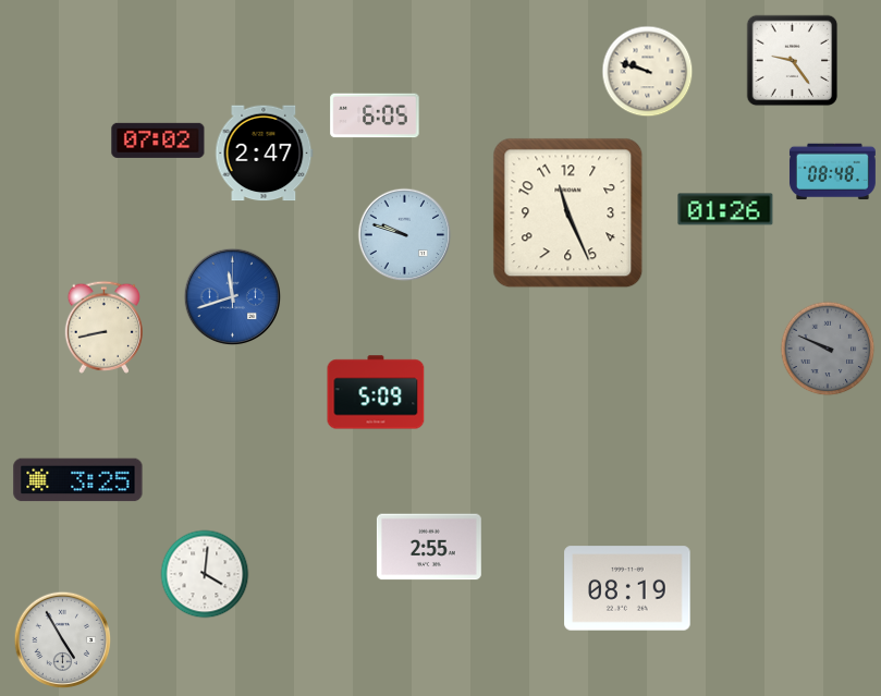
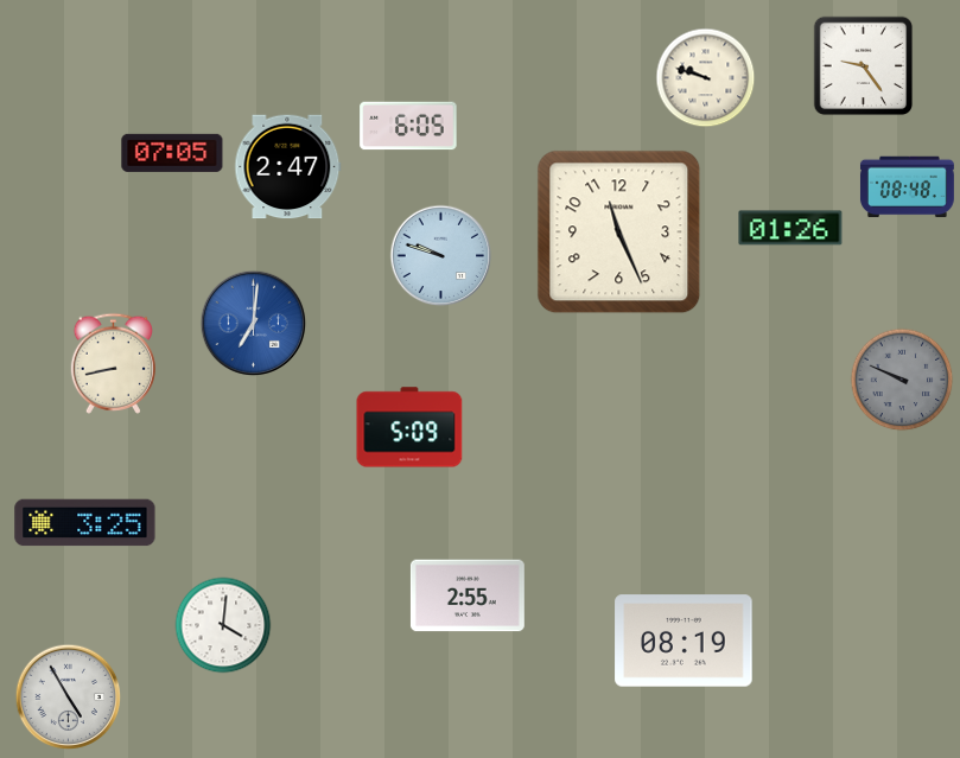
clock at (158, 141): 07:02 -> 07:05
clock at (233, 297): 11:42 -> 7:01
clock at (103, 327) position: (103, 327) -> (113, 363)
